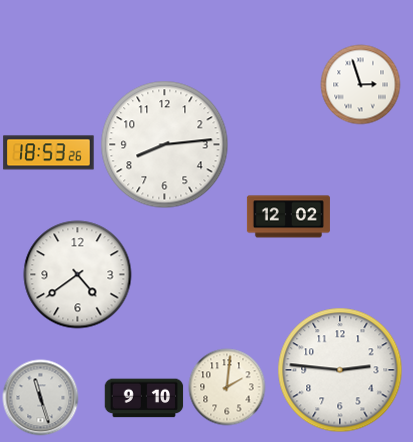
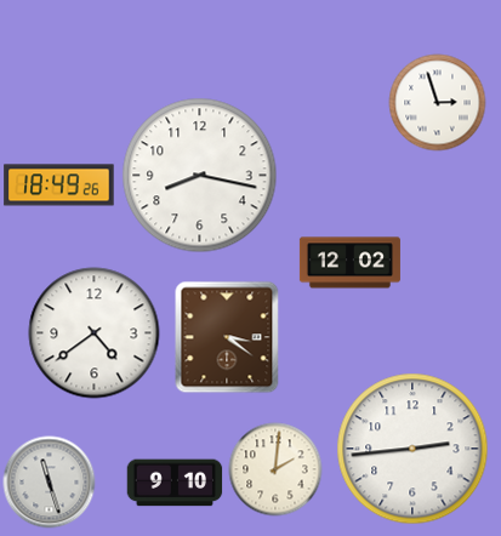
clock at (165, 145): 8:14 -> 8:17
clock at (49, 153): 18:53 -> 18:49
clock at (227, 337): none -> 3:21
clock at (340, 370): 2:46 -> 2:44
